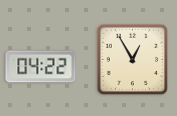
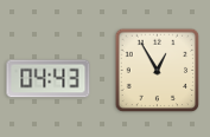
clock at (41, 67): 04:22 -> 04:43
